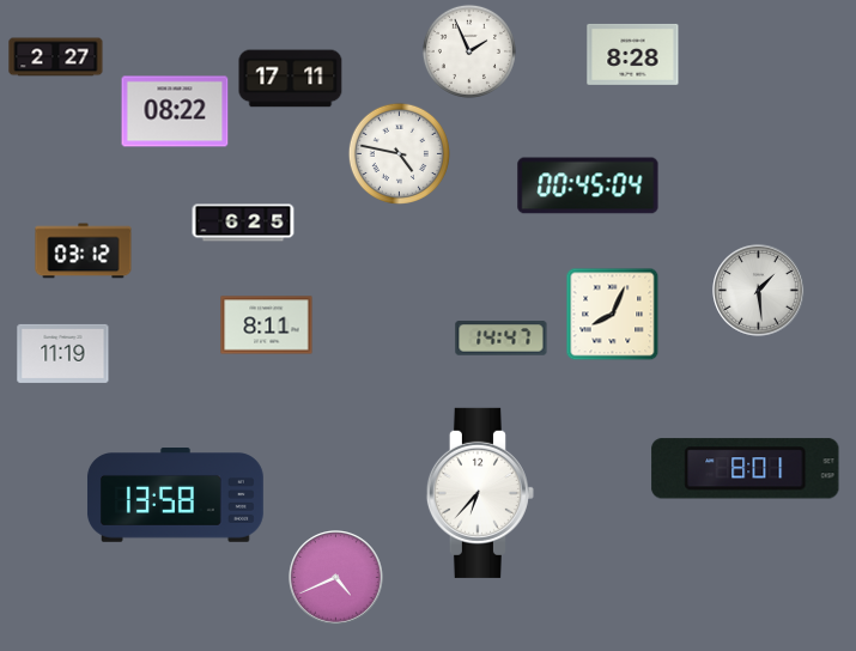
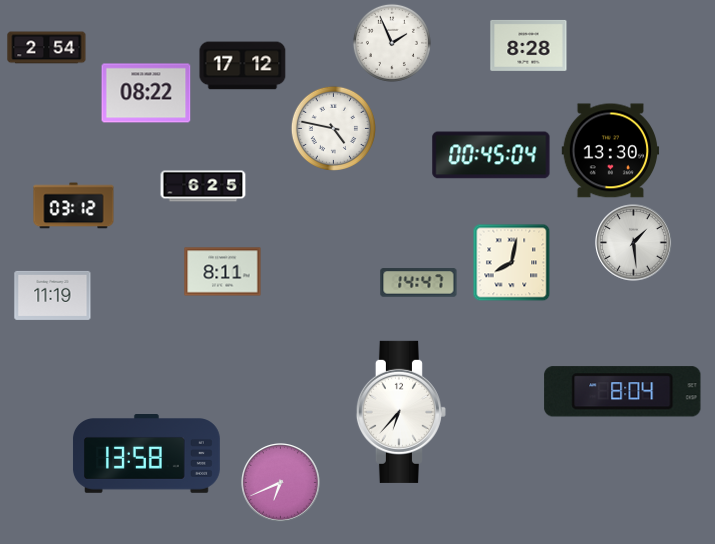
clock at (56, 57): 2:27 -> 2:54
clock at (291, 79): 17:11 -> 17:12
clock at (611, 151): none -> 13:30
clock at (84, 251) position: (84, 251) -> (74, 206)
clock at (612, 314): 8:04 -> 8:02
clock at (746, 469): 8:01 -> 8:04
clock at (175, 495) position: (175, 495) -> (146, 454)
clock at (336, 578): 4:41 -> 6:41
